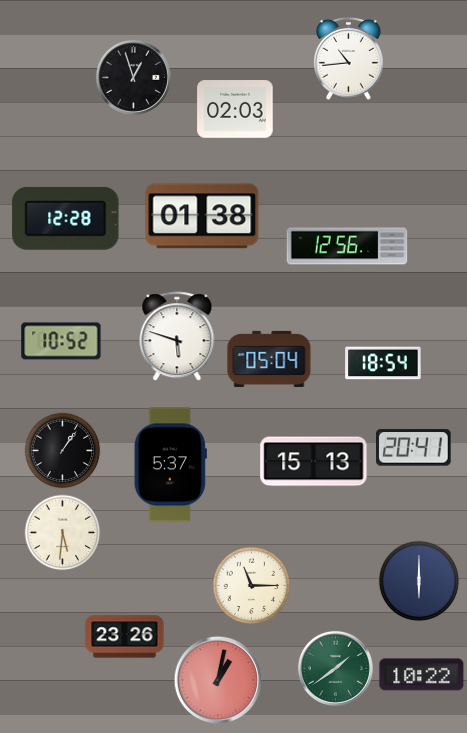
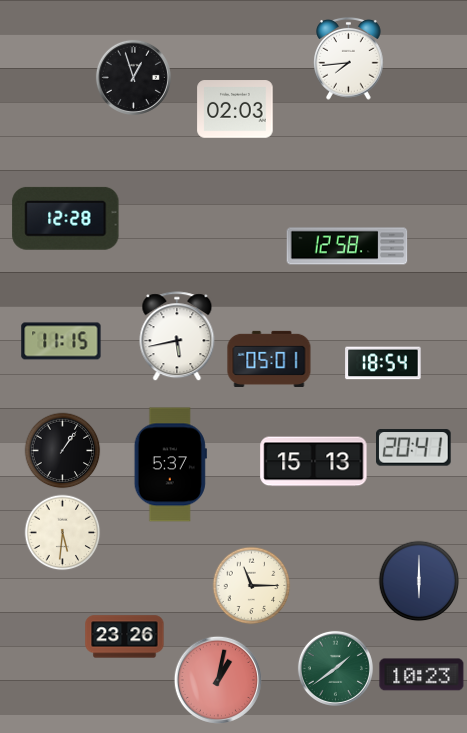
clock at (349, 59): 10:44 -> 7:44
clock at (202, 216): 01:38 -> none
clock at (347, 246): 12:56 -> 12:58
clock at (177, 337): 5:48 -> 5:43
clock at (61, 341): 10:52 -> 11:15
clock at (269, 359): 05:04 -> 05:01
clock at (422, 675): 10:22 -> 10:23
